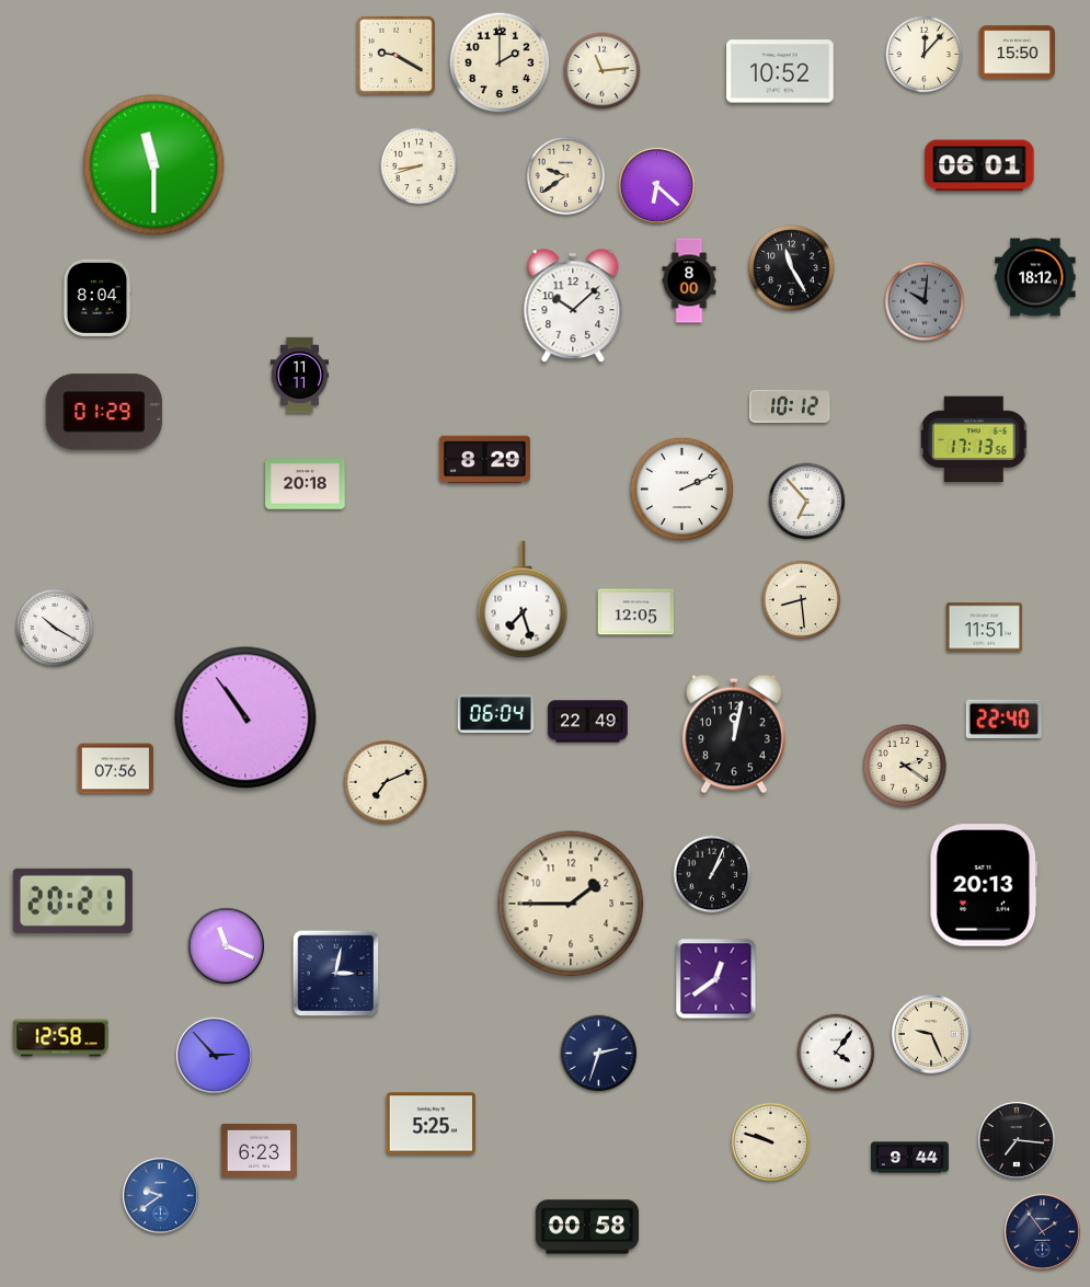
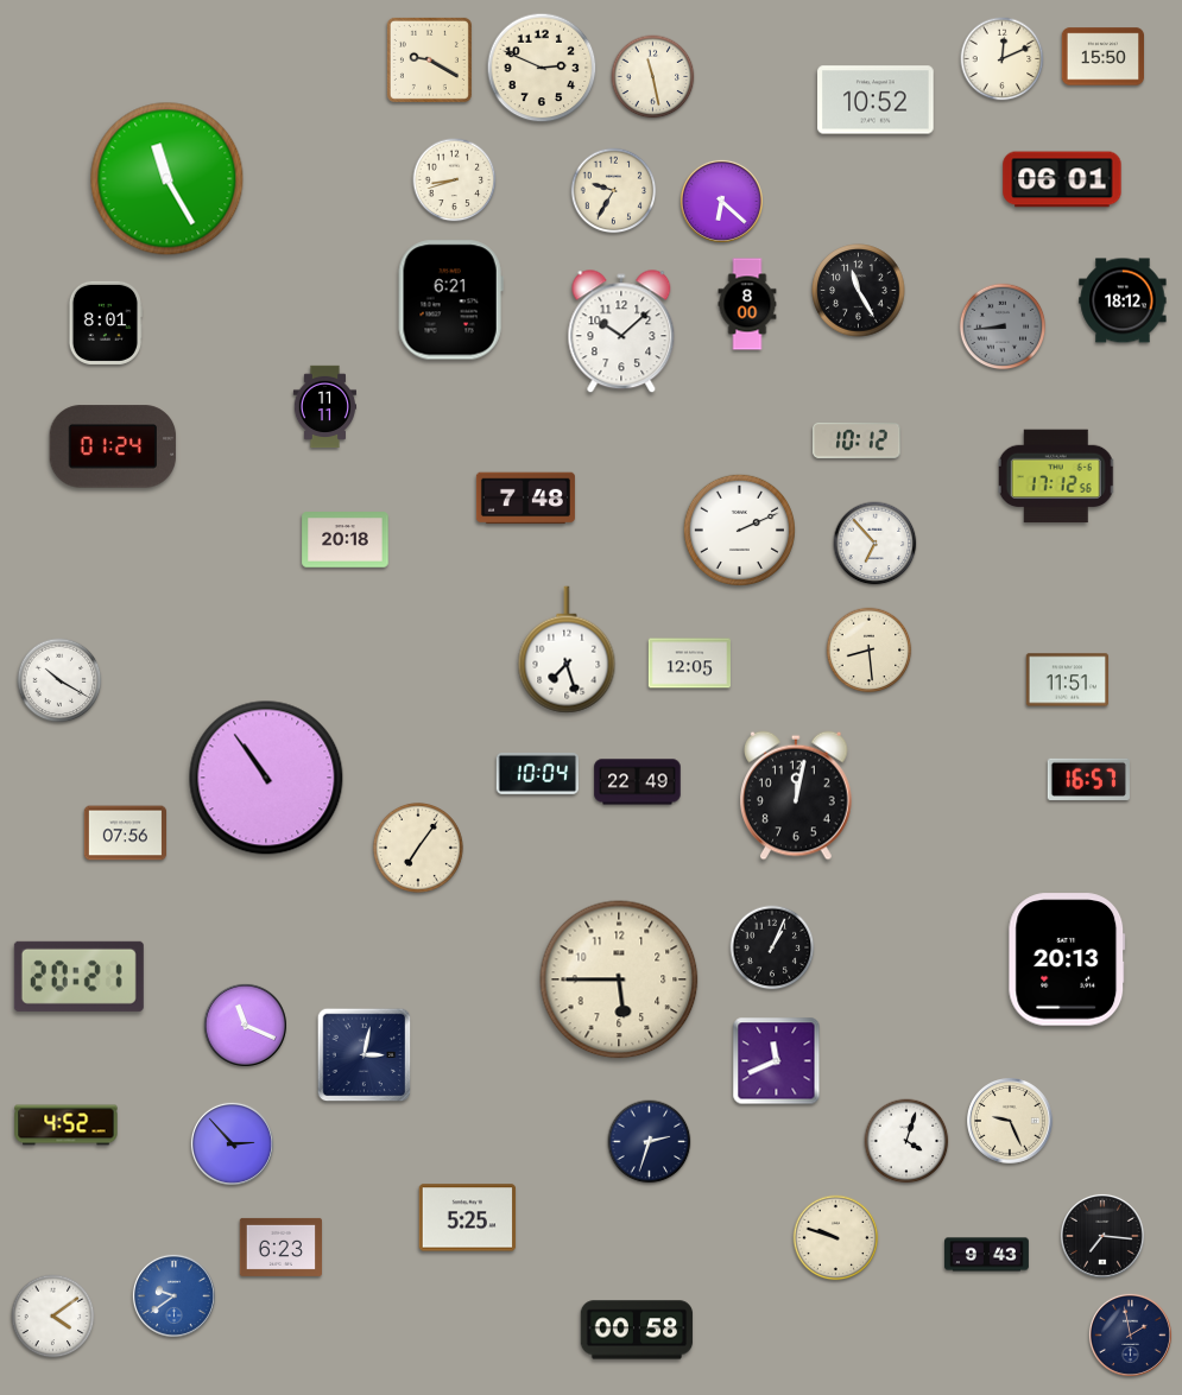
clock at (925, 55): 12:07 -> 12:11
clock at (500, 62): 2:00 -> 2:49
clock at (603, 71): 11:14 -> 11:28
clock at (780, 71) position: (780, 71) -> (876, 100)
clock at (154, 165): 11:30 -> 11:25
clock at (566, 176): 9:39 -> 9:35
clock at (656, 185) position: (656, 185) -> (721, 201)
clock at (450, 300): none -> 6:21
clock at (96, 298): 8:04 -> 8:01
clock at (925, 301): 10:01 -> 8:44
clock at (104, 412): 01:29 -> 01:24
clock at (974, 439): 17:13 -> 17:12
clock at (484, 460): 8:29 -> 7:48
clock at (306, 484) position: (306, 484) -> (346, 540)
clock at (495, 713): 06:04 -> 10:04
clock at (1003, 719): 22:40 -> 16:57
clock at (905, 766): 2:21 -> none
clock at (386, 782): 7:11 -> 7:06
clock at (571, 904): 1:45 -> 5:45
clock at (716, 979): 12:39 -> 11:41
clock at (61, 1038): 12:58 -> 4:52
clock at (836, 1053): 4:06 -> 4:03
clock at (910, 1158): 9:44 -> 9:43
clock at (53, 1317): none -> 4:09
clock at (1042, 1231): 1:54 -> 1:58
